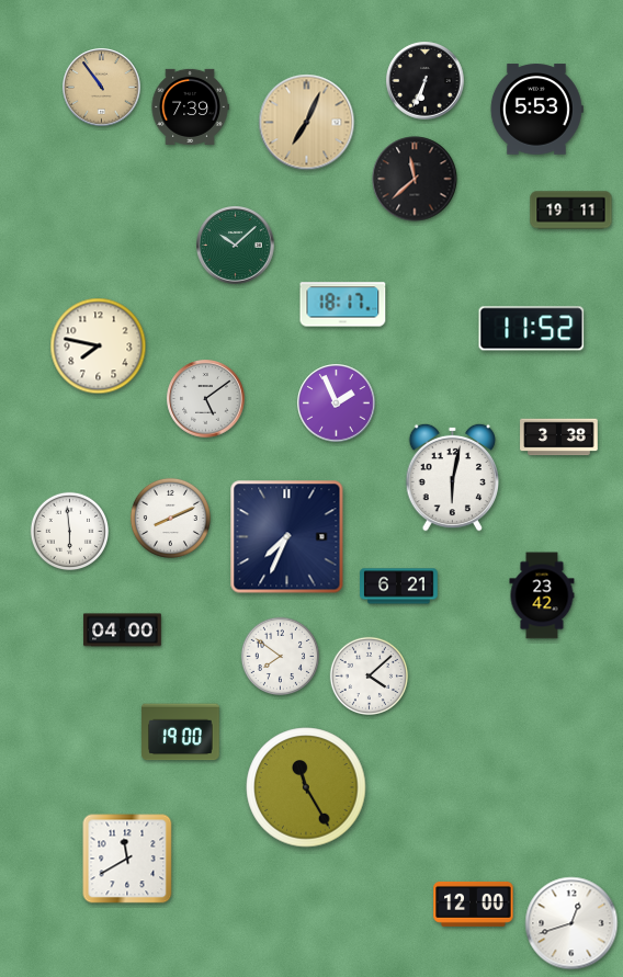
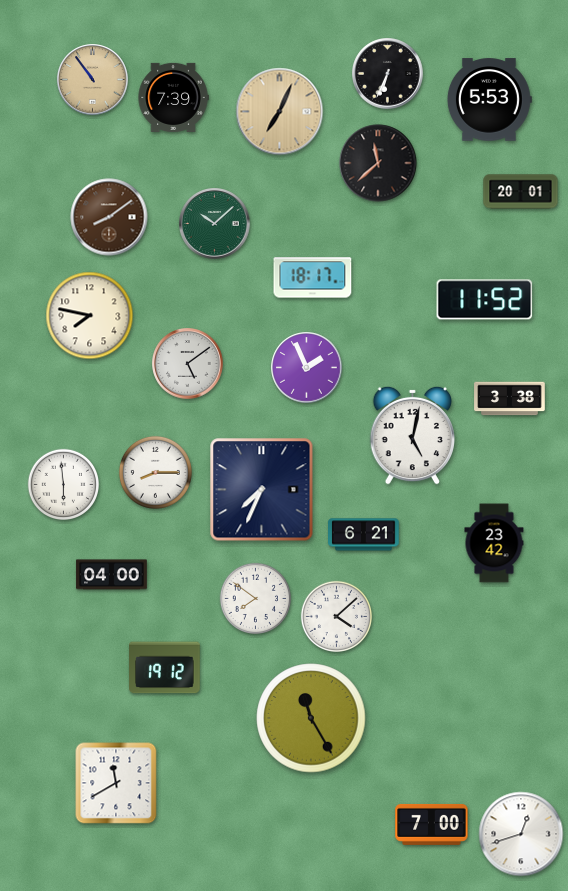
clock at (571, 211): 19:11 -> 20:01
clock at (109, 217): none -> 8:09
clock at (452, 477): 6:02 -> 5:02
clock at (170, 518): 8:11 -> 8:15
clock at (181, 732): 19:00 -> 19:12
clock at (306, 787) position: (306, 787) -> (311, 718)
clock at (474, 904): 12:00 -> 7:00
clock at (571, 923) position: (571, 923) -> (521, 834)
